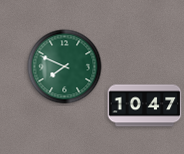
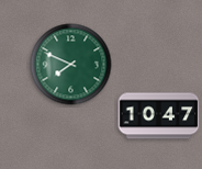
clock at (65, 67) position: (65, 67) -> (71, 65)
